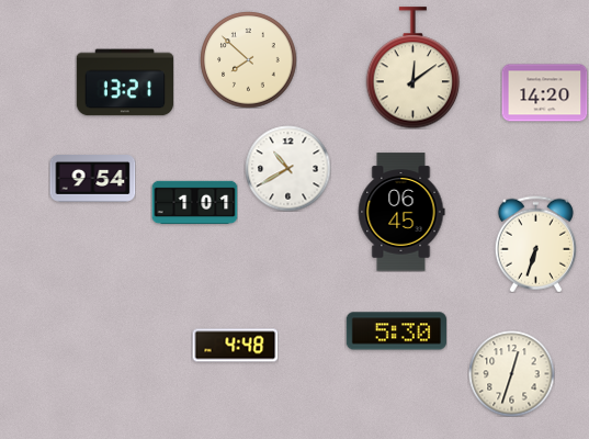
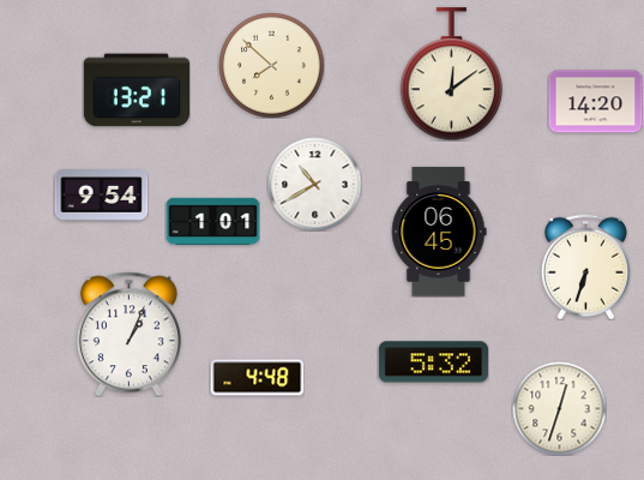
clock at (128, 334): none -> 1:04
clock at (396, 331): 5:30 -> 5:32
